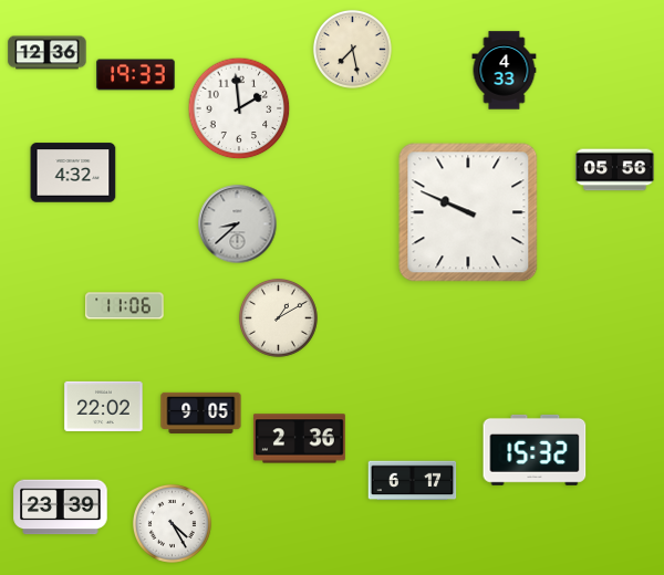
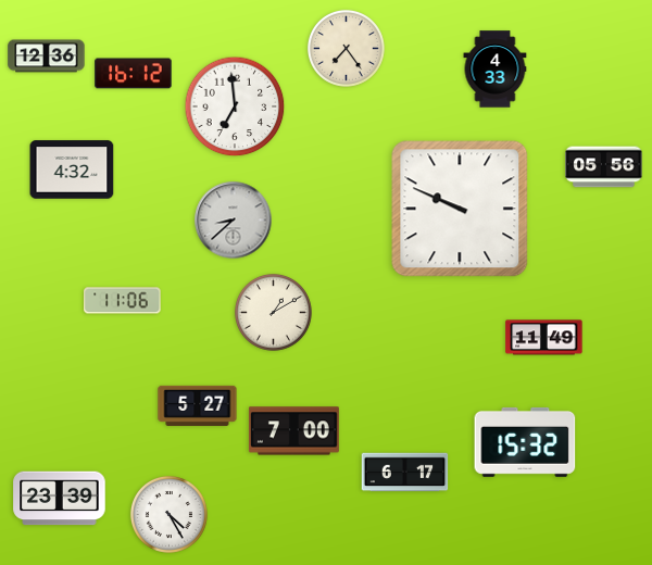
clock at (352, 49): 7:28 -> 7:24
clock at (48, 53) position: (48, 53) -> (47, 56)
clock at (136, 75): 19:33 -> 16:12
clock at (239, 108): 1:59 -> 6:59
clock at (544, 338): none -> 11:49
clock at (104, 406): 22:02 -> none
clock at (201, 412): 9:05 -> 5:27
clock at (299, 439): 2:36 -> 7:00
